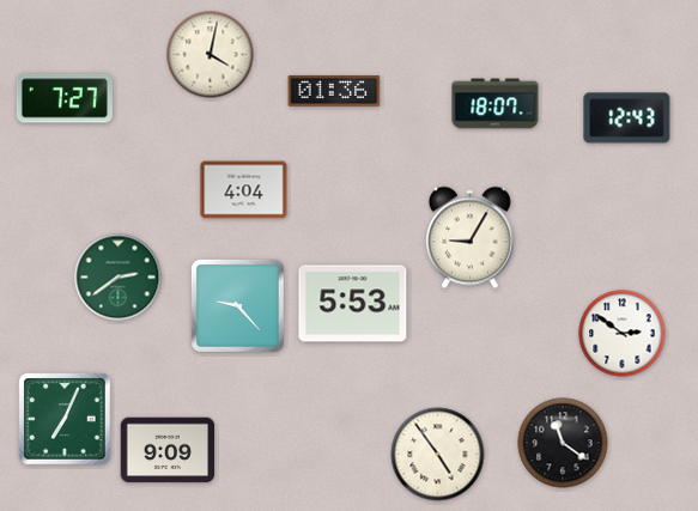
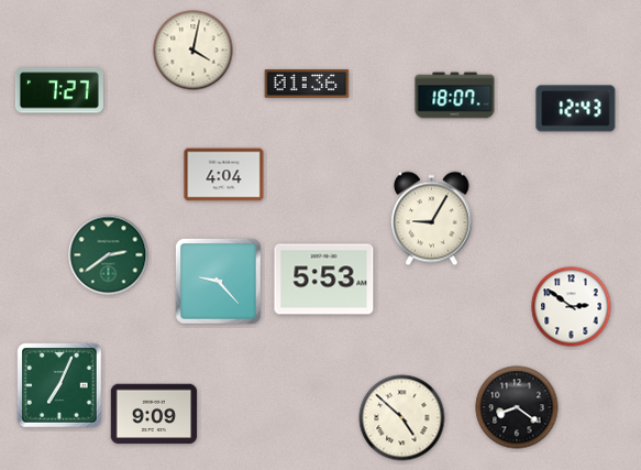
clock at (563, 443): 11:21 -> 8:21
clock at (438, 455): 4:54 -> 4:52
